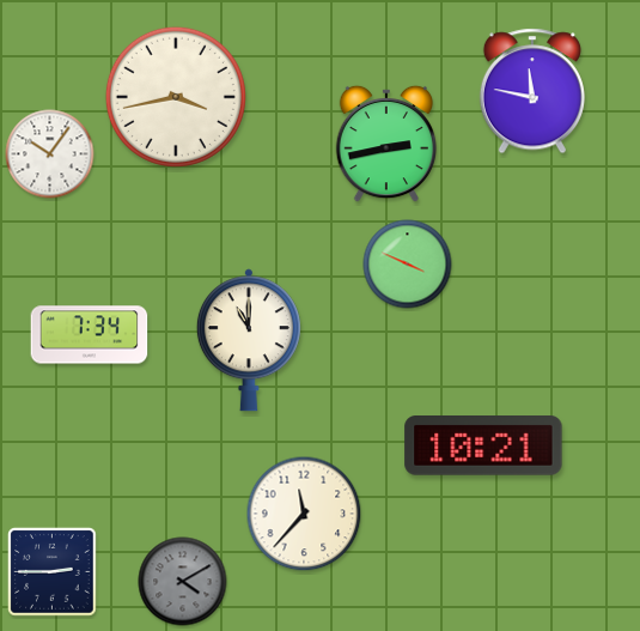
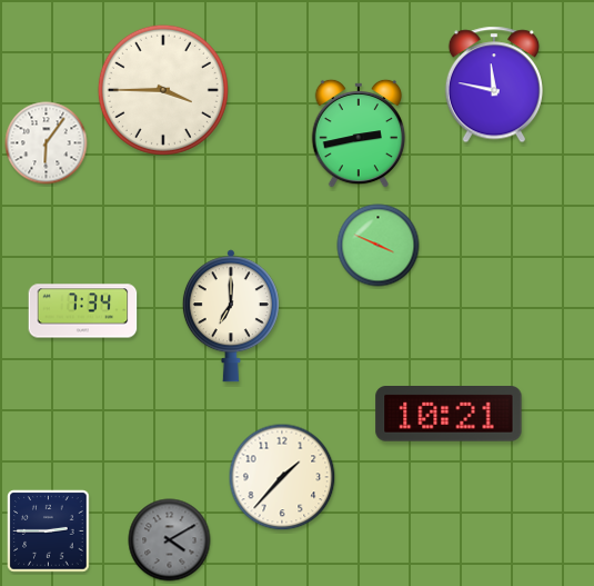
clock at (176, 97): 3:43 -> 3:45
clock at (50, 154): 10:06 -> 6:06
clock at (249, 340): 11:00 -> 7:00
clock at (304, 514): 11:37 -> 1:37
